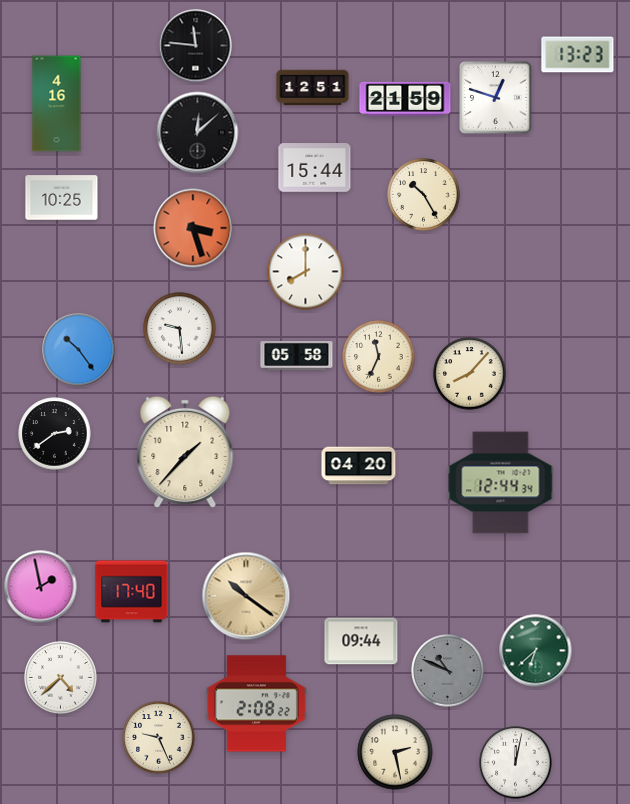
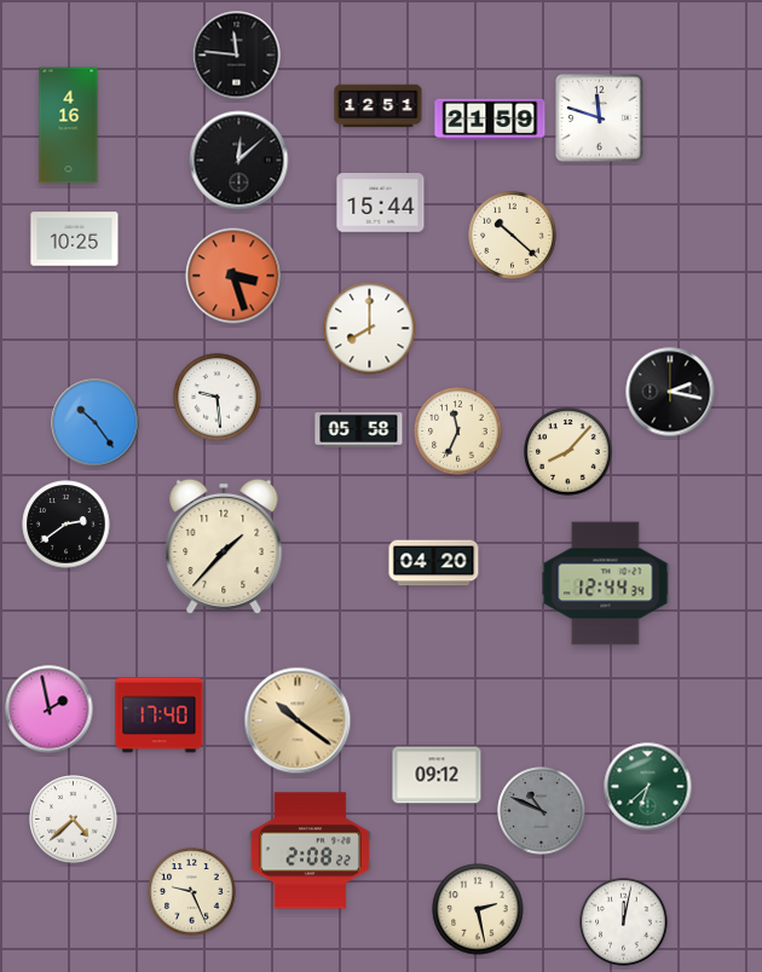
clock at (578, 55): 13:23 -> none
clock at (496, 98): 12:48 -> 11:48
clock at (424, 195): 10:25 -> 10:22
clock at (670, 392): none -> 2:17
clock at (361, 641): 09:44 -> 09:12
